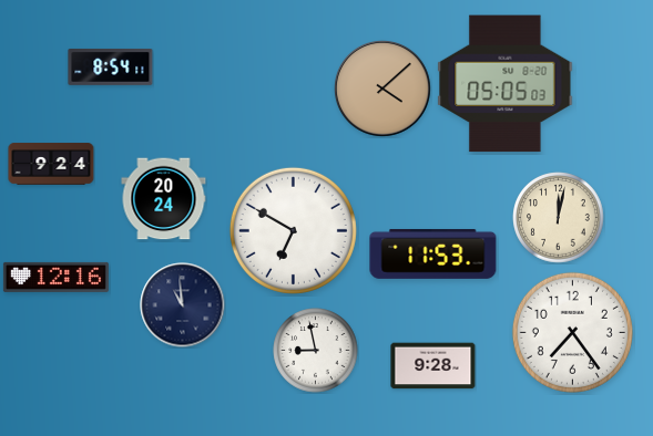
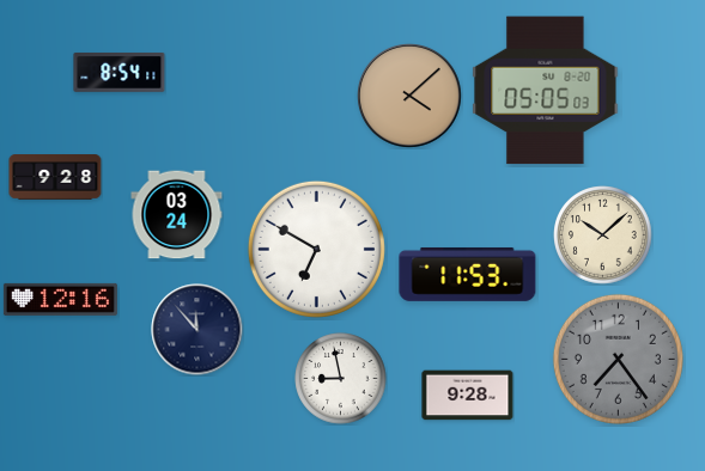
clock at (382, 89) position: (382, 89) -> (409, 96)
clock at (51, 164): 9:24 -> 9:28
clock at (164, 199): 20:24 -> 03:24
clock at (559, 218): 12:02 -> 10:08
clock at (183, 305): 10:59 -> 11:53
clock at (572, 332) dial: white -> grey
